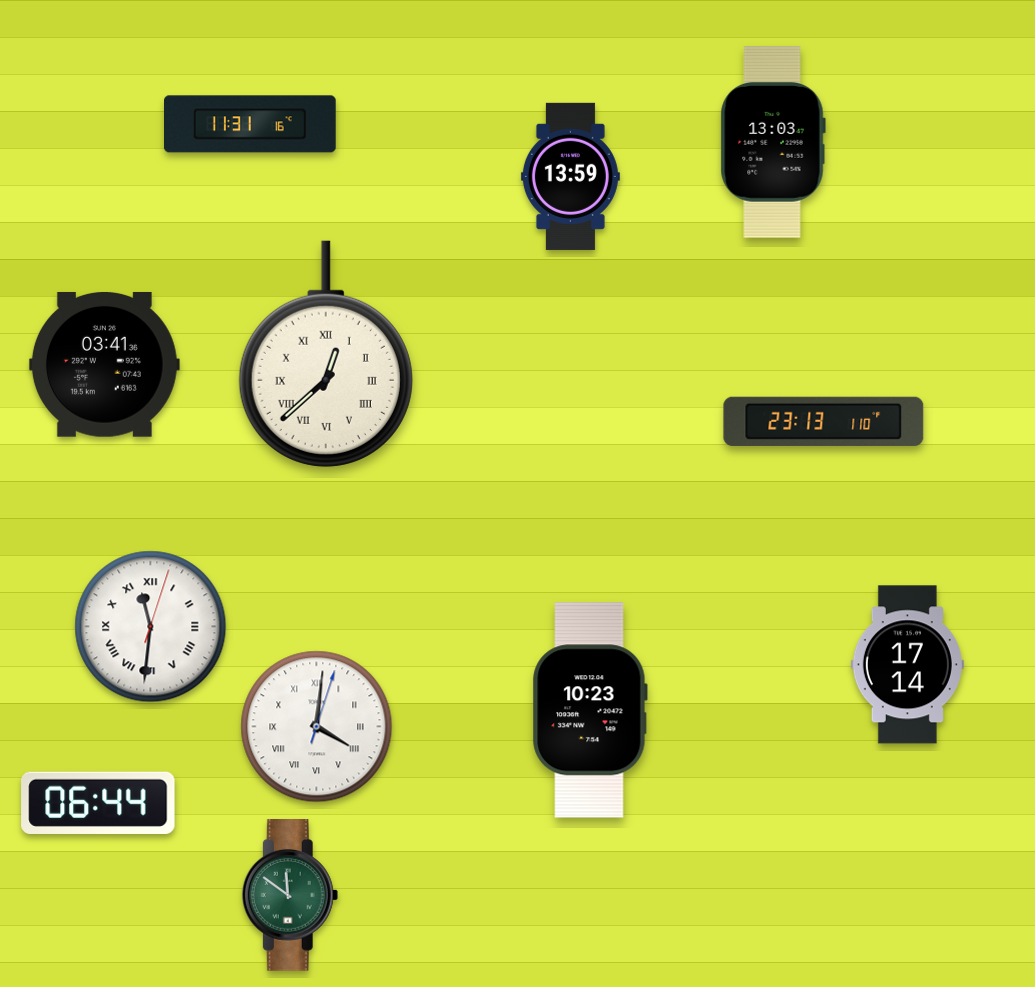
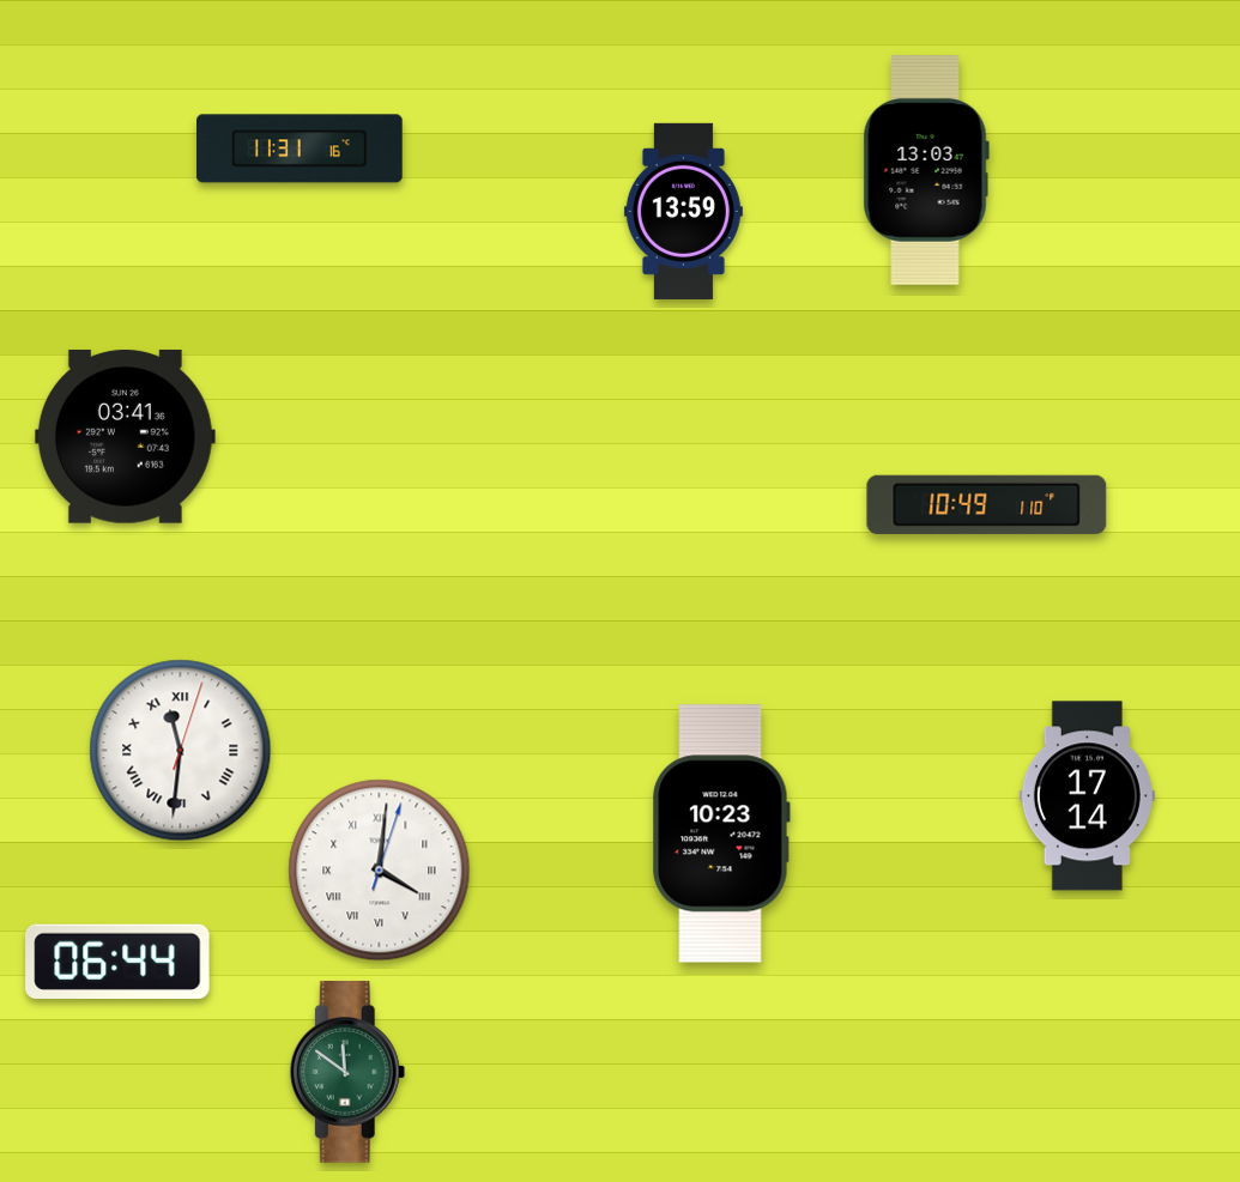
clock at (326, 354): 12:38 -> none
clock at (824, 421): 23:13 -> 10:49
clock at (590, 710) position: (590, 710) -> (721, 834)
